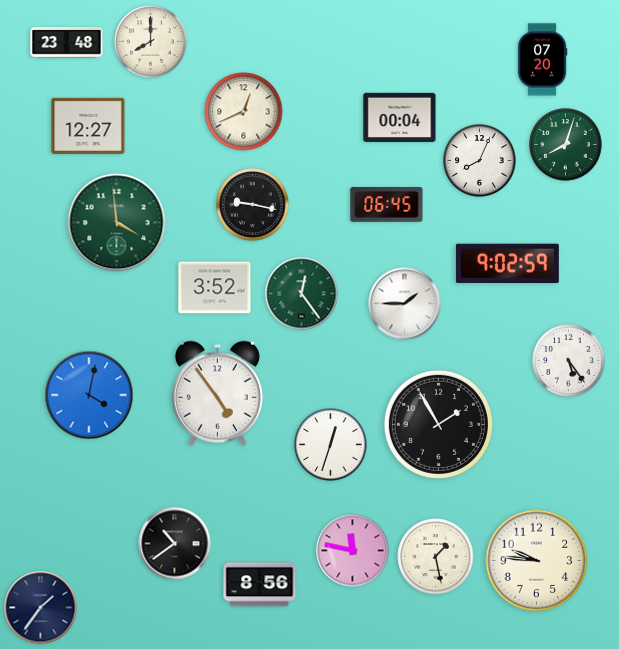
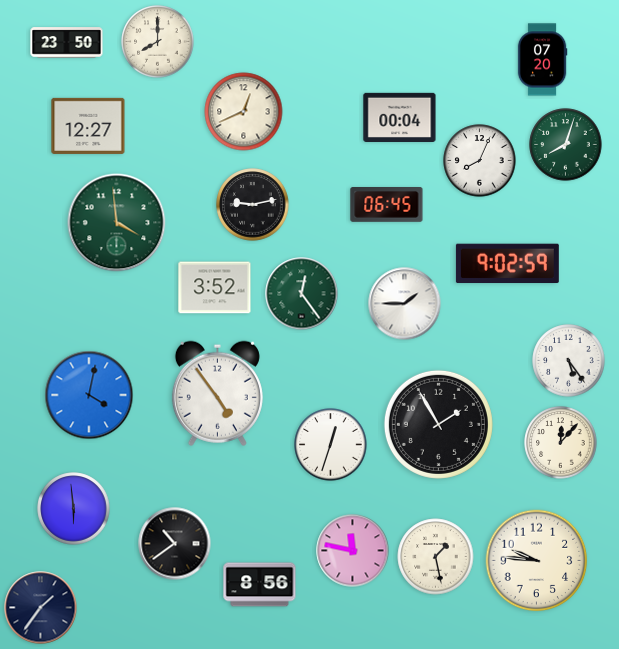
clock at (151, 42) position: (151, 42) -> (158, 42)
clock at (67, 43): 23:48 -> 23:50
clock at (253, 205): 9:17 -> 9:13
clock at (561, 443): none -> 12:07
clock at (74, 509): none -> 5:59
